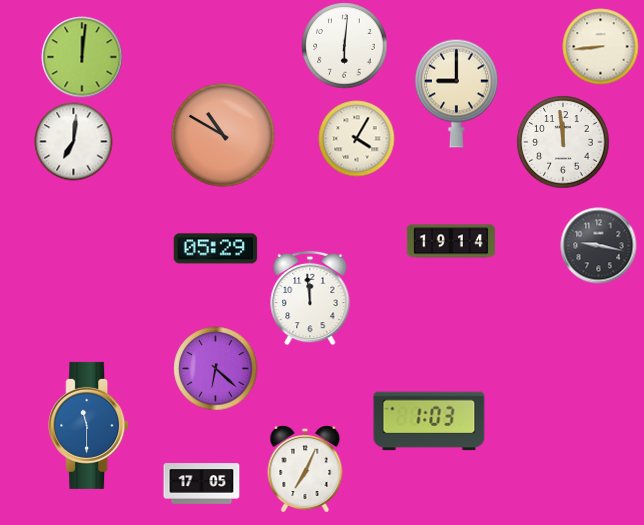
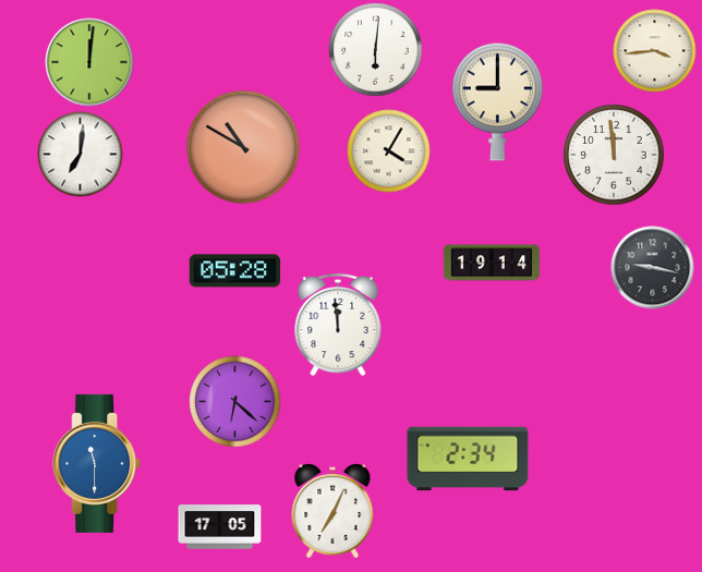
clock at (601, 47): 8:44 -> 3:44
clock at (216, 249): 05:29 -> 05:28
clock at (429, 421): 1:03 -> 2:34
